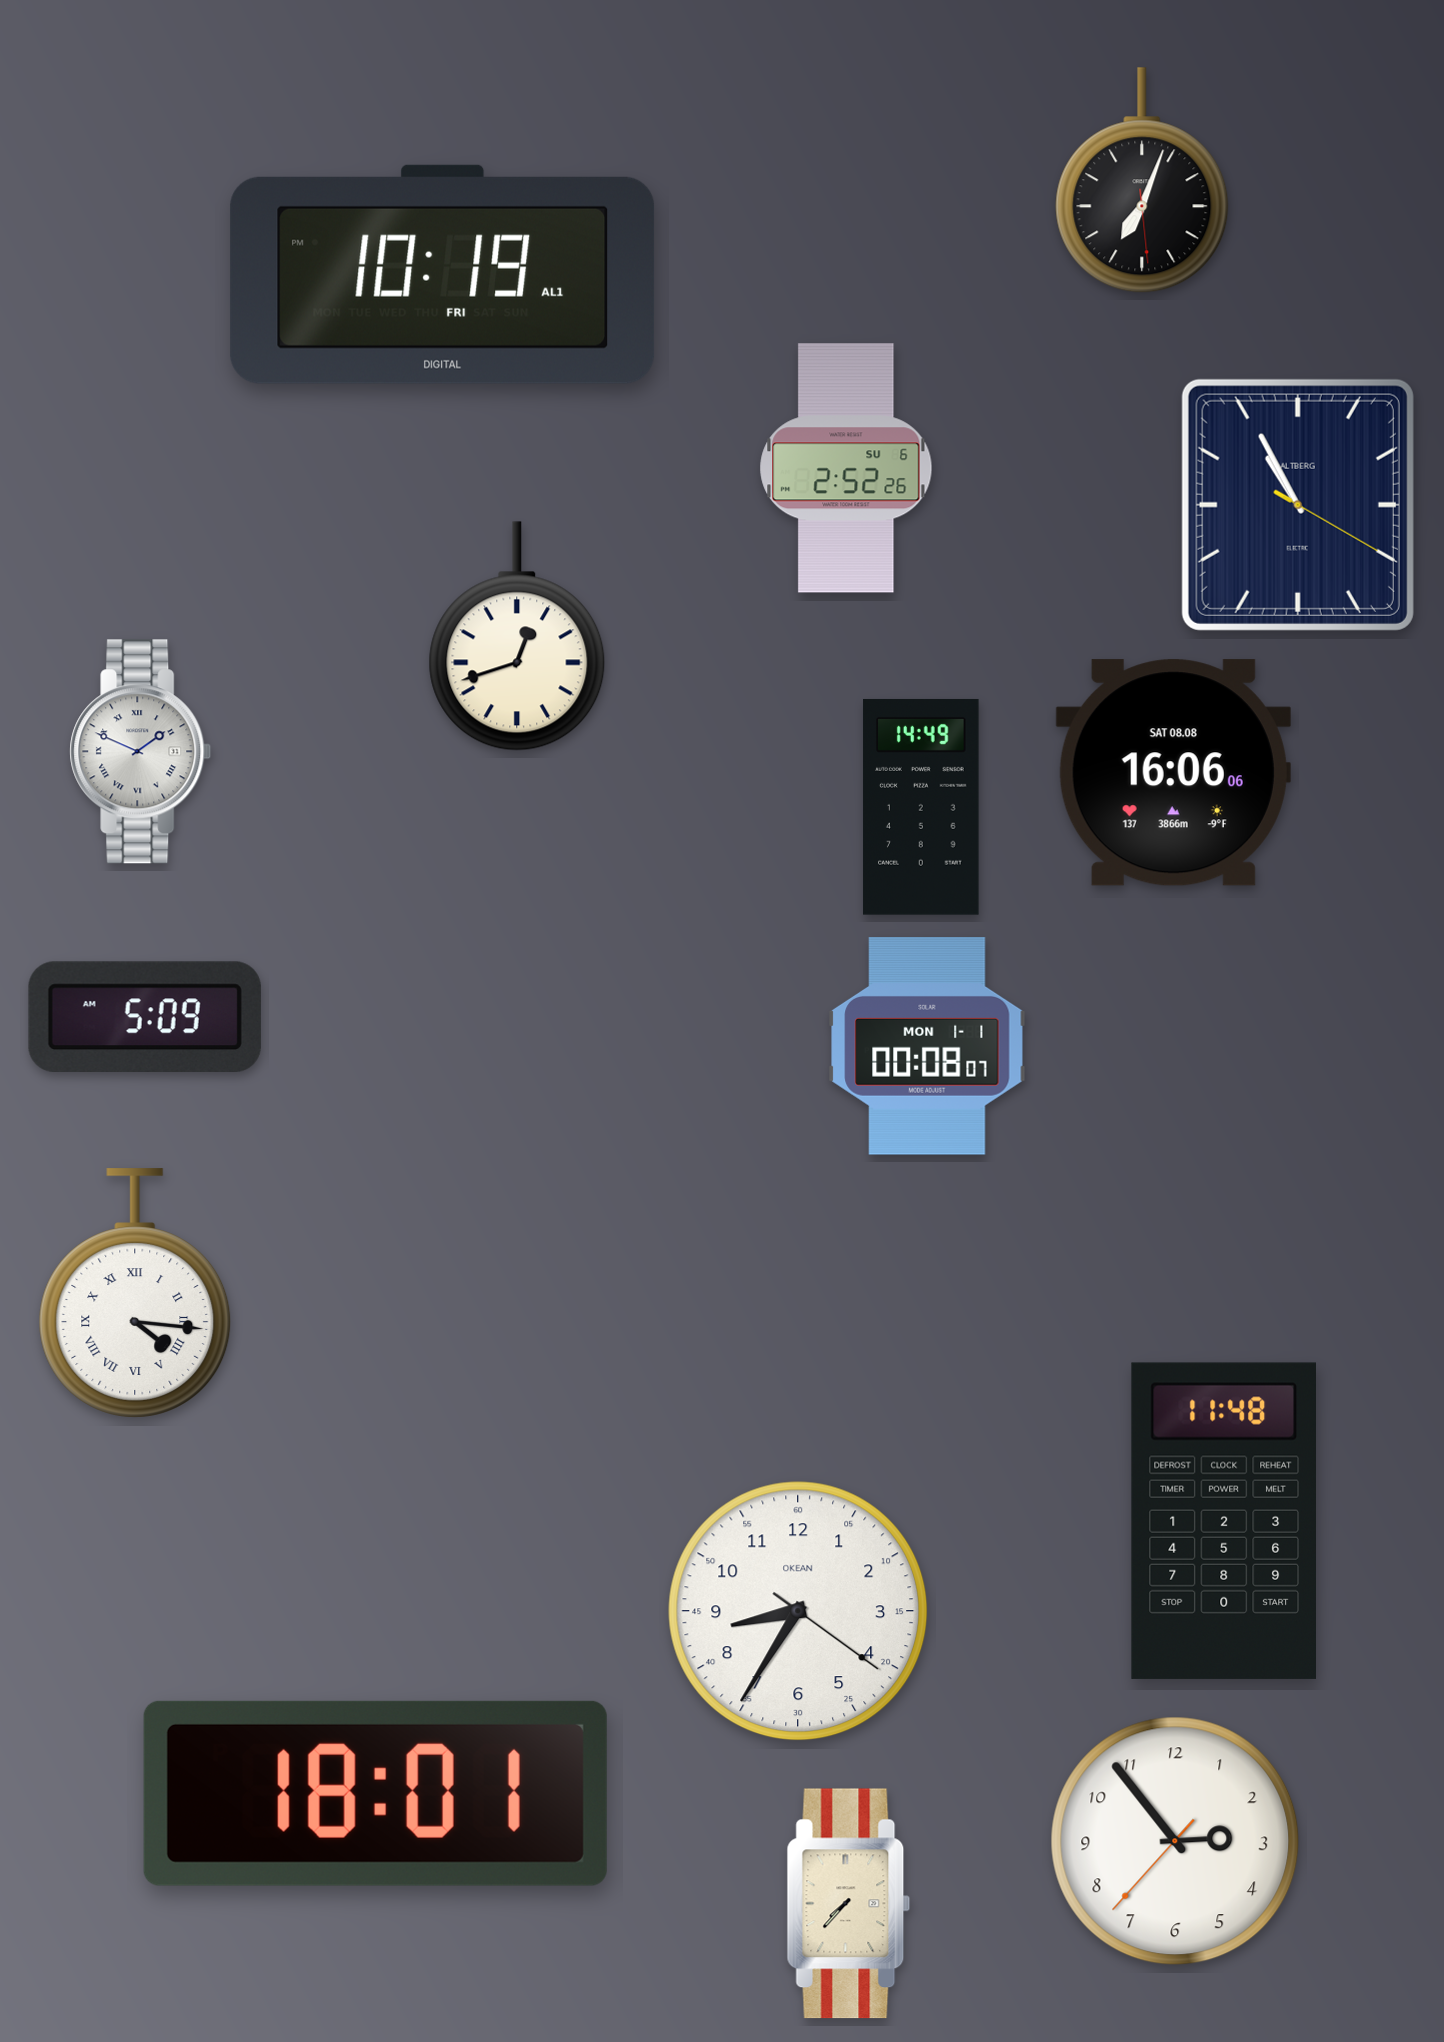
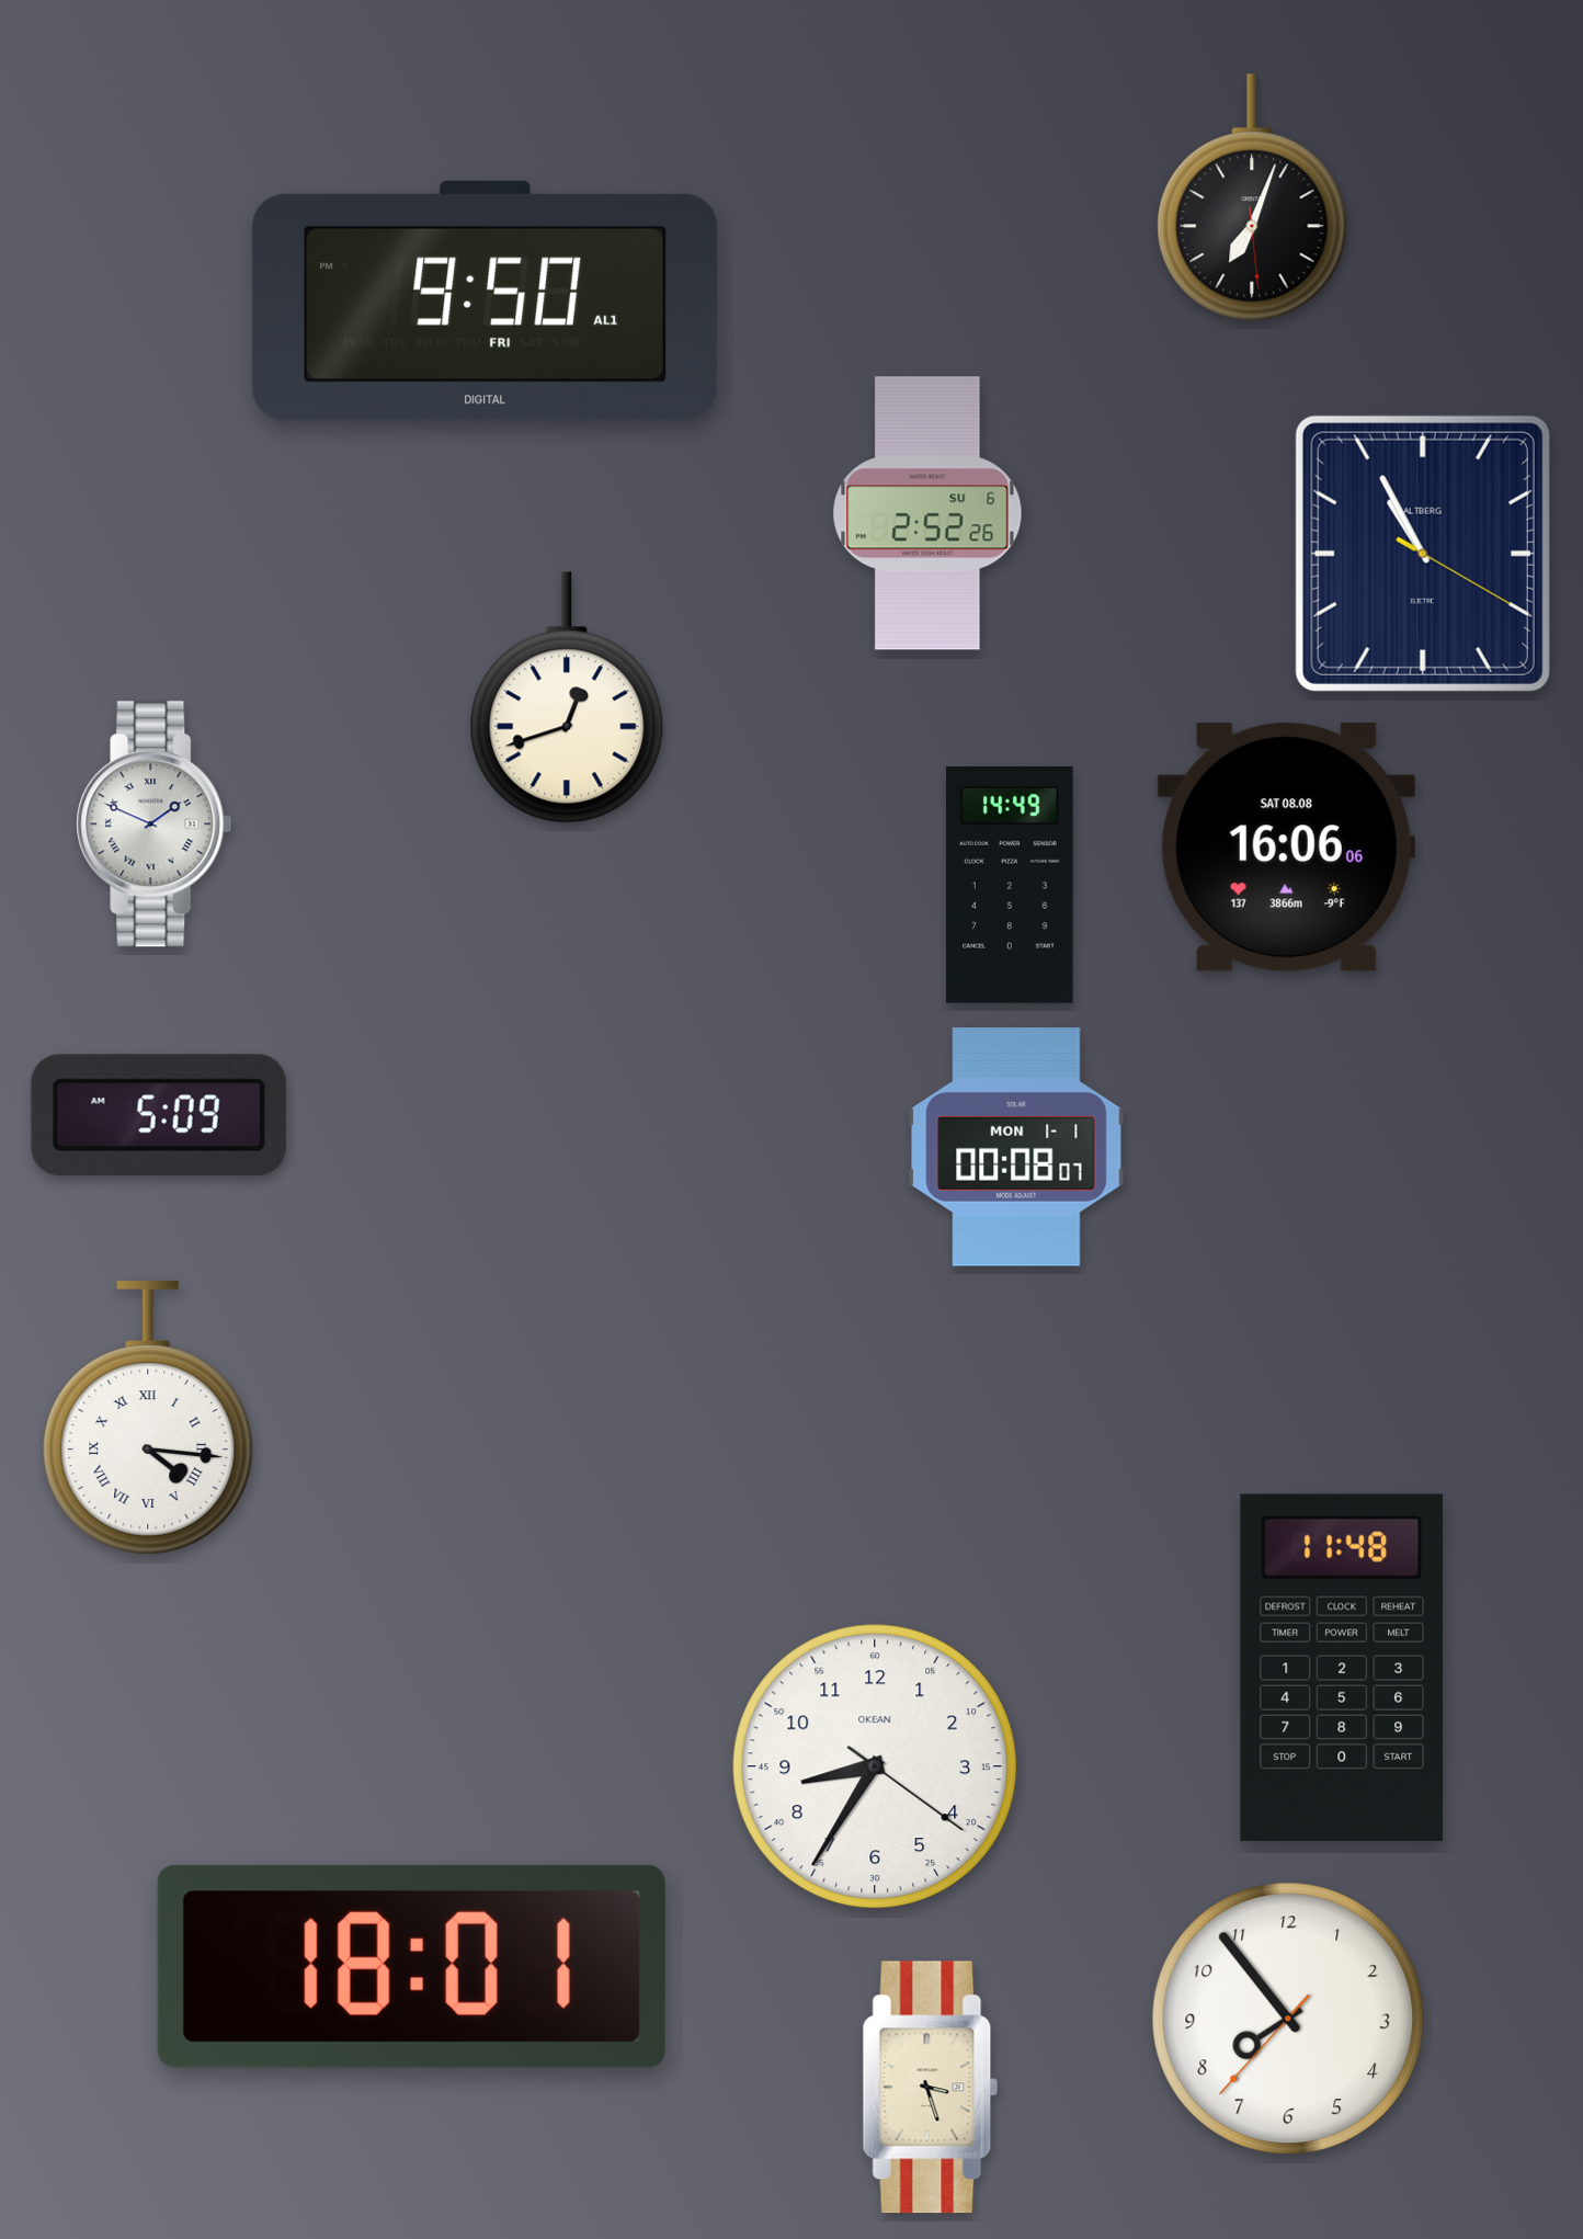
clock at (443, 274): 10:19 -> 9:50
clock at (1175, 1841): 2:53 -> 7:53
clock at (849, 1904): 7:37 -> 3:27
